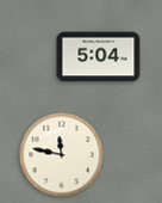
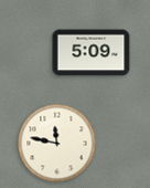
clock at (99, 57): 5:04 -> 5:09
